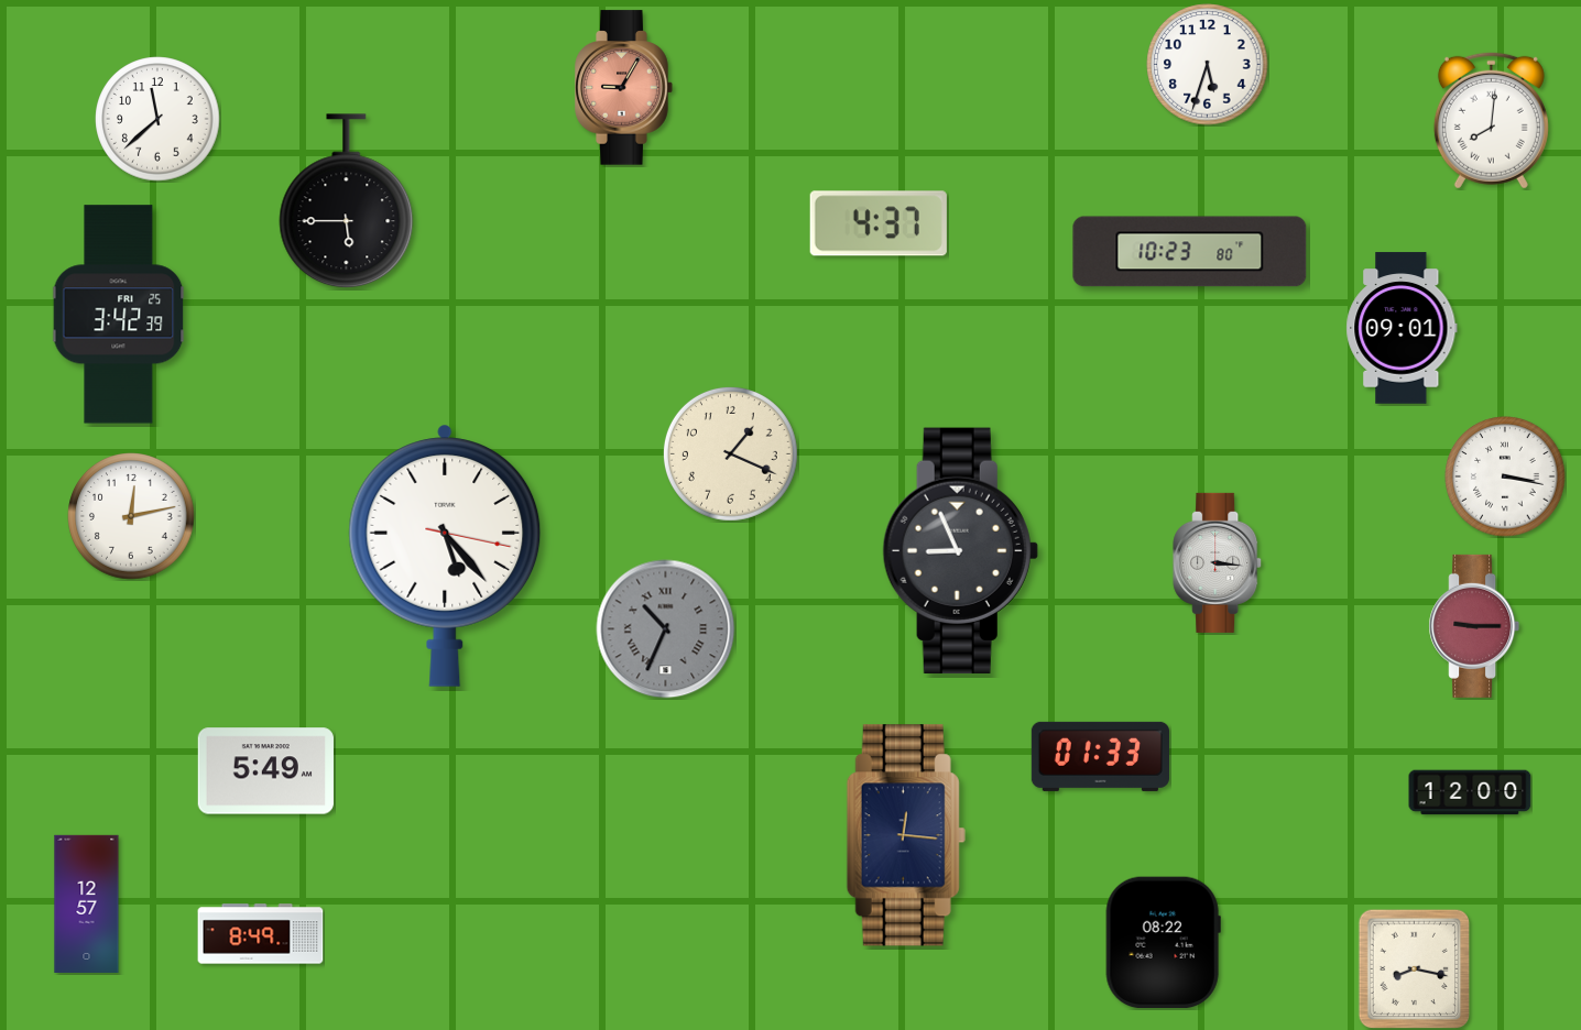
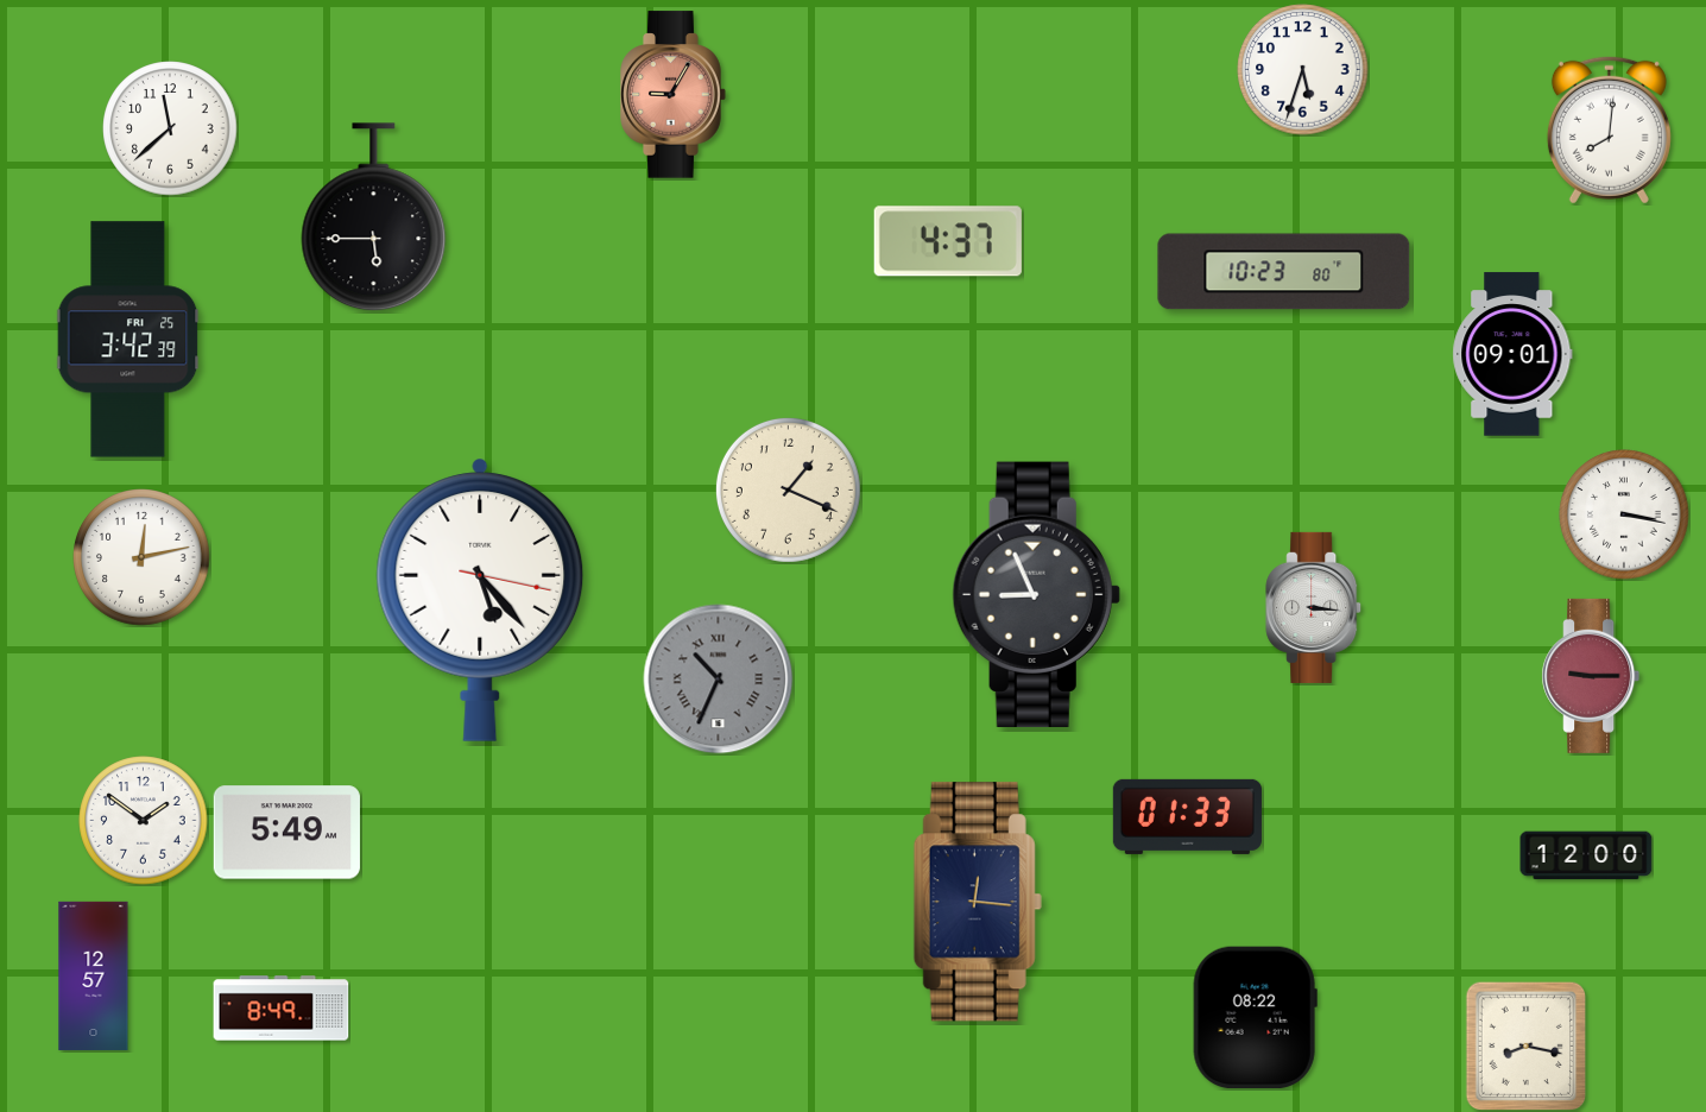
clock at (144, 821): none -> 1:51
